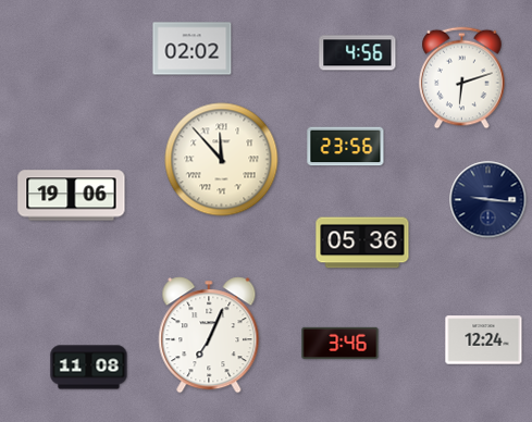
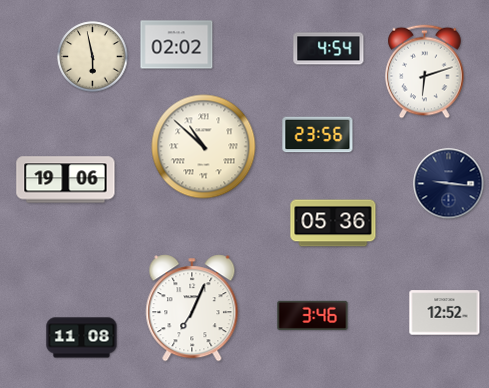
clock at (358, 53): 4:56 -> 4:54
clock at (93, 57): none -> 5:58
clock at (222, 160): 11:53 -> 10:52
clock at (484, 340): 12:24 -> 12:52
